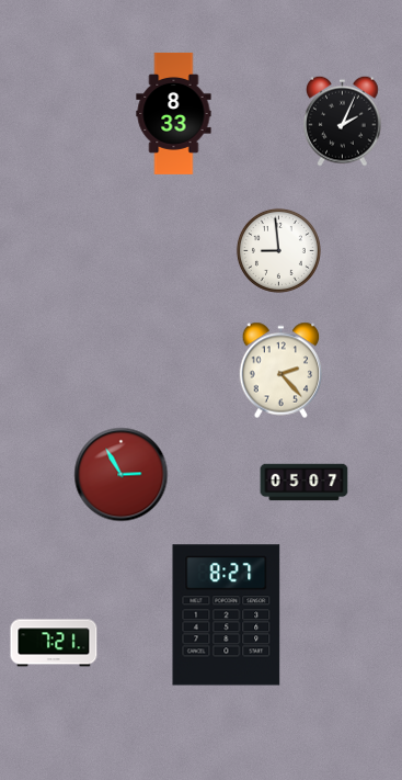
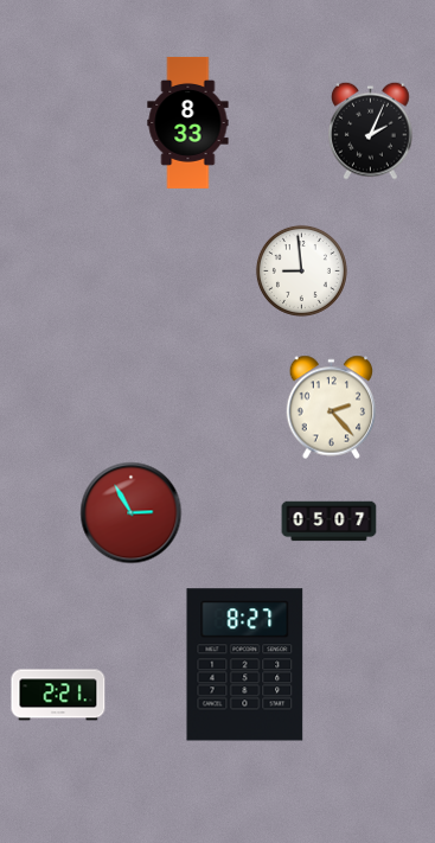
clock at (282, 371) position: (282, 371) -> (332, 408)
clock at (54, 643): 7:21 -> 2:21
